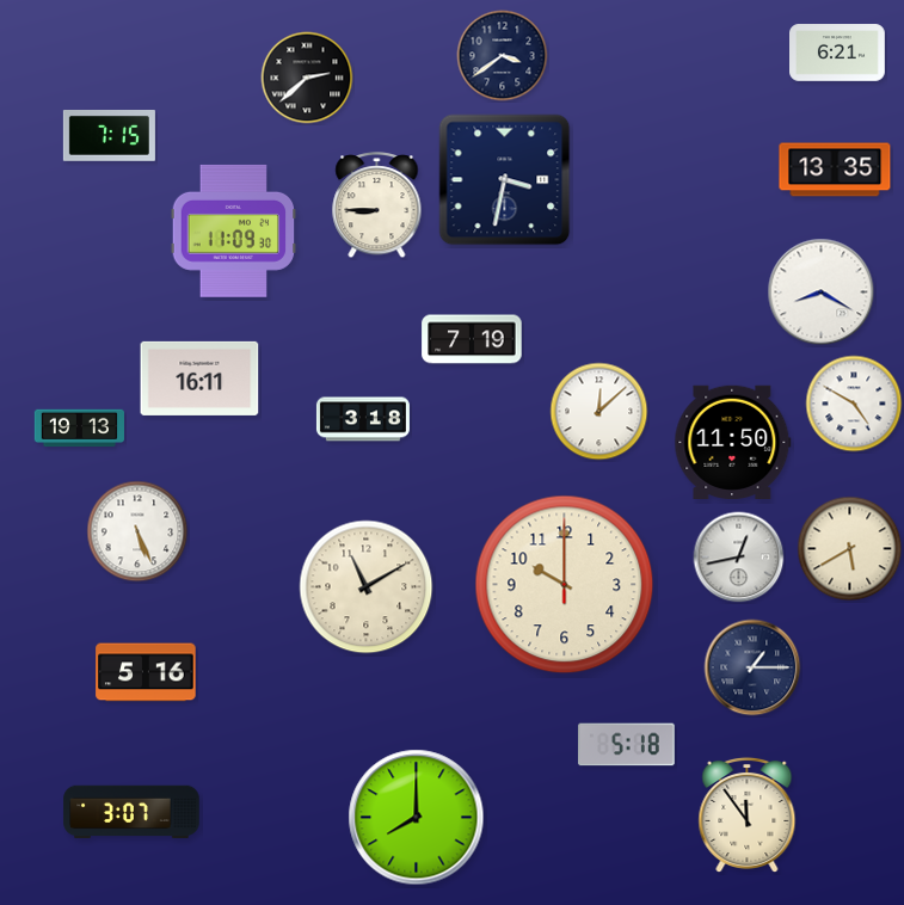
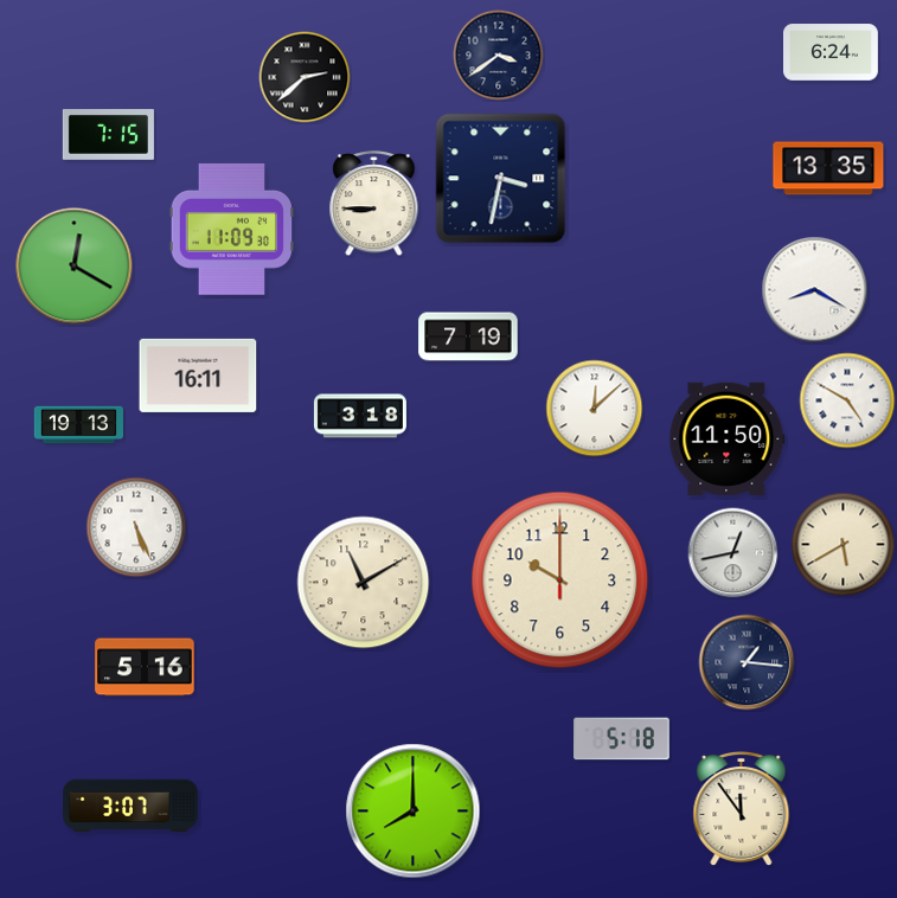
clock at (838, 53): 6:21 -> 6:24
clock at (75, 267): none -> 12:20
clock at (752, 667): 1:15 -> 1:16
